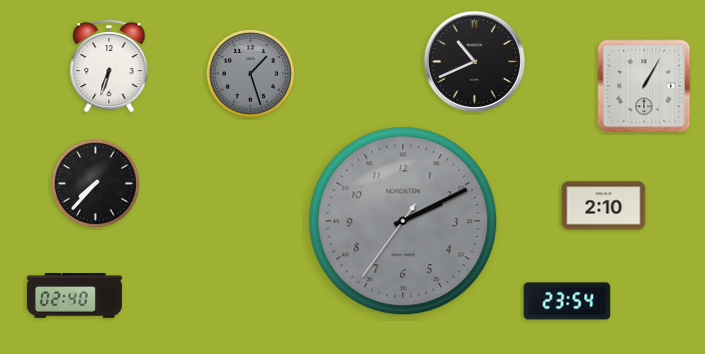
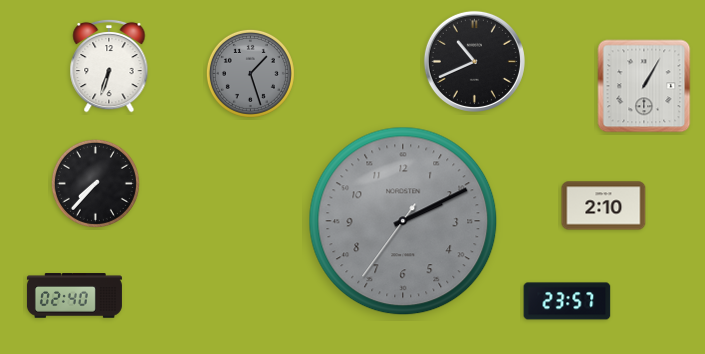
clock at (567, 301): 23:54 -> 23:57
